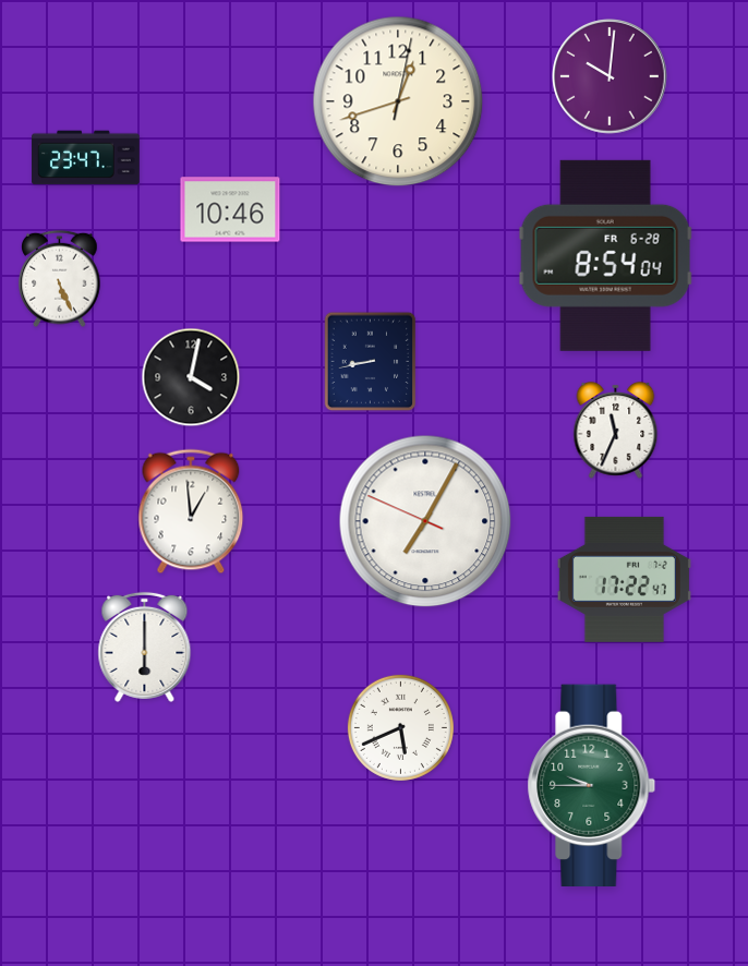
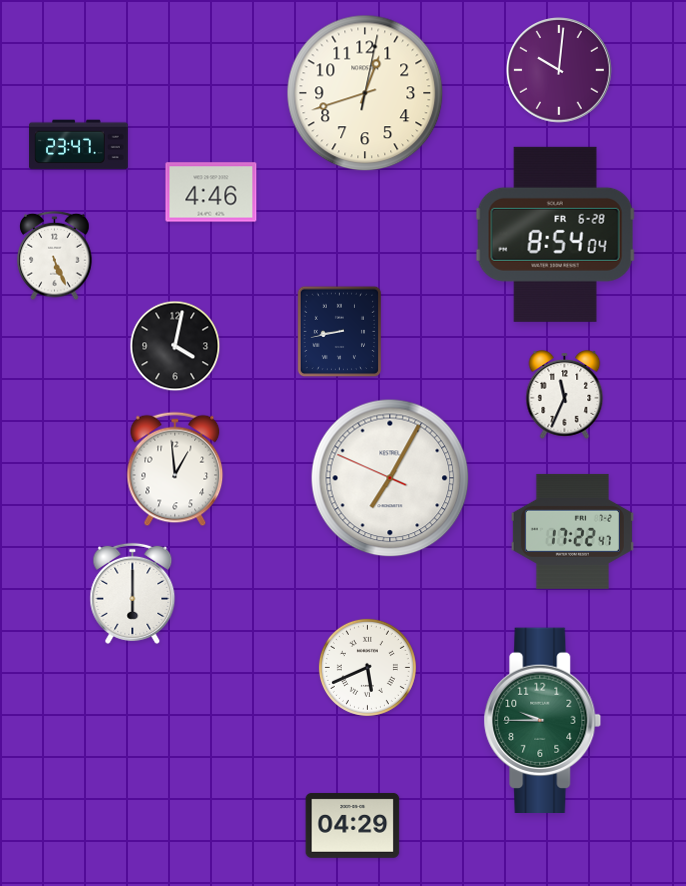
clock at (230, 209): 10:46 -> 4:46
clock at (353, 825): none -> 04:29
